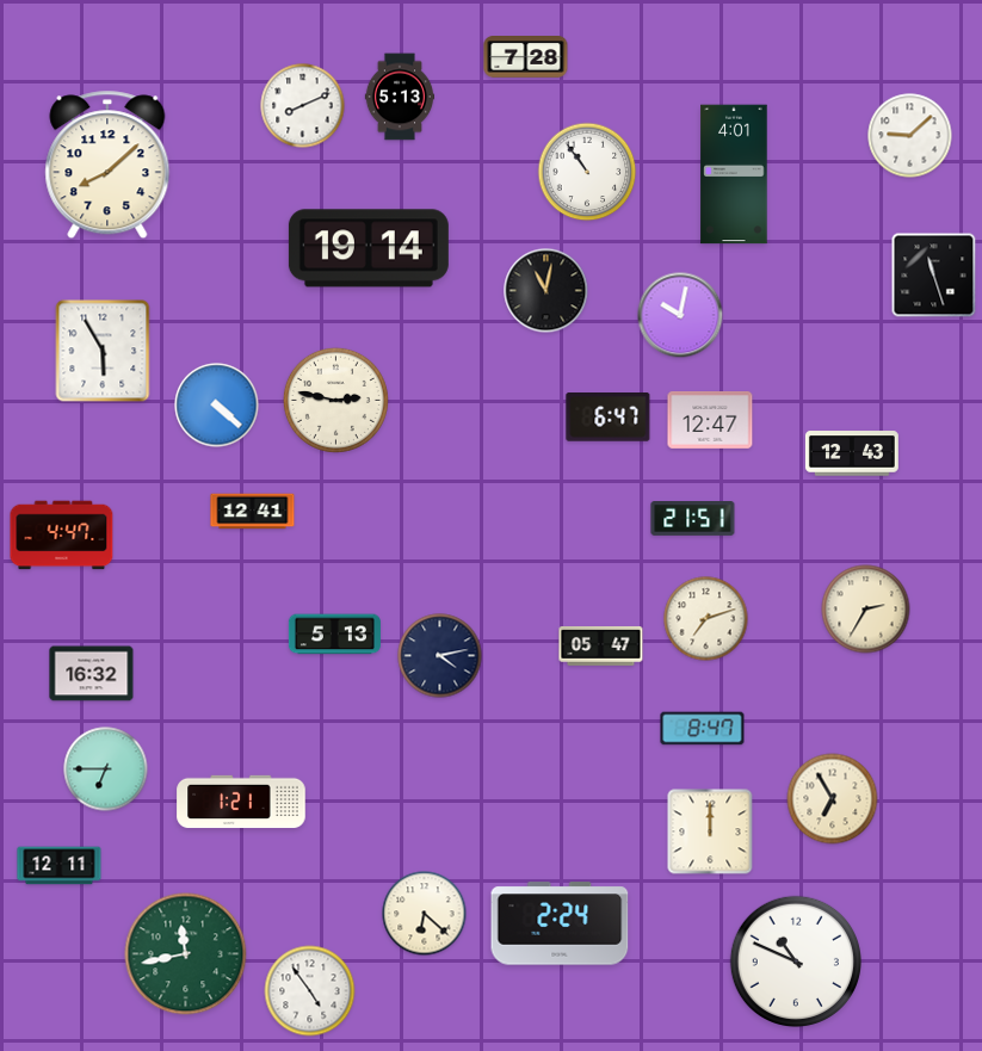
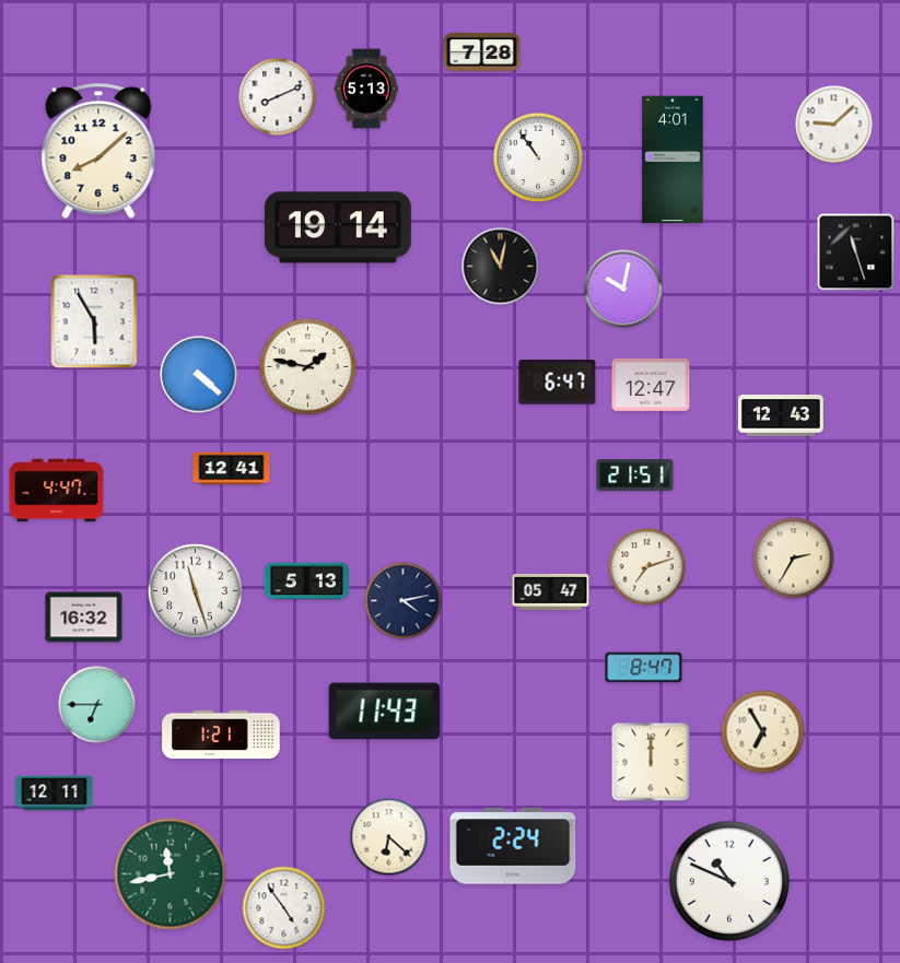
clock at (335, 400): 2:47 -> 1:47
clock at (217, 406) position: (217, 406) -> (199, 375)
clock at (195, 590): none -> 11:27
clock at (385, 712): none -> 11:43
